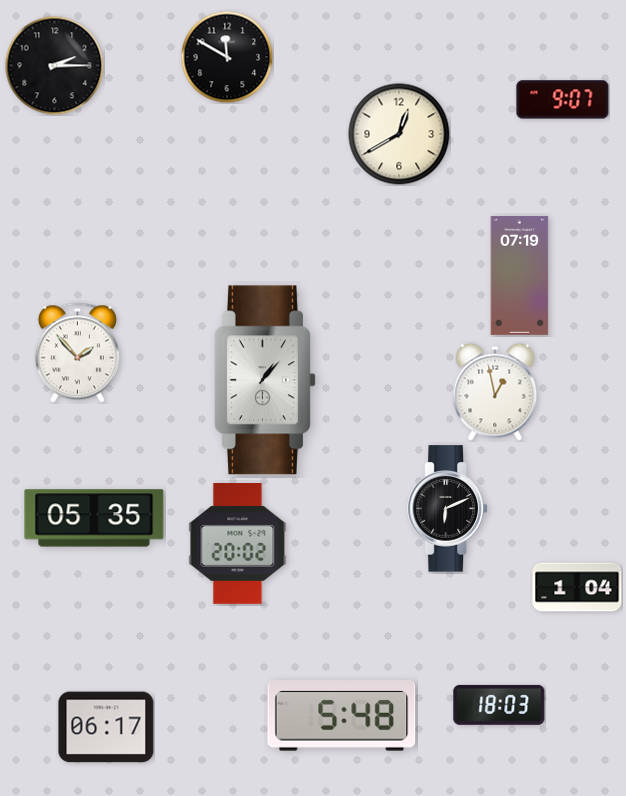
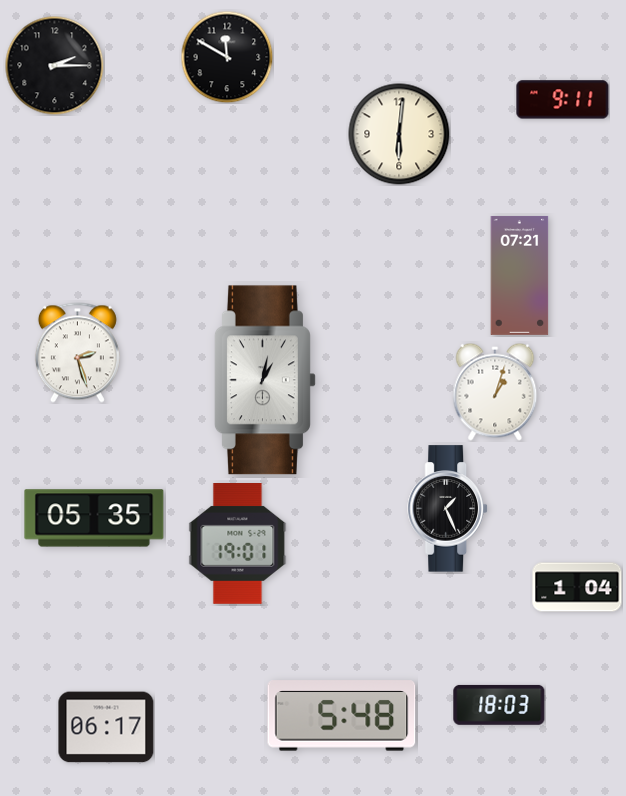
clock at (563, 100): 9:07 -> 9:11
clock at (399, 134): 12:40 -> 6:01
clock at (520, 275): 07:19 -> 07:21
clock at (77, 353): 1:53 -> 2:27
clock at (265, 380): 1:07 -> 1:02
clock at (495, 392): 12:58 -> 1:03
clock at (447, 509): 6:11 -> 1:26
clock at (238, 544): 20:02 -> 19:01
